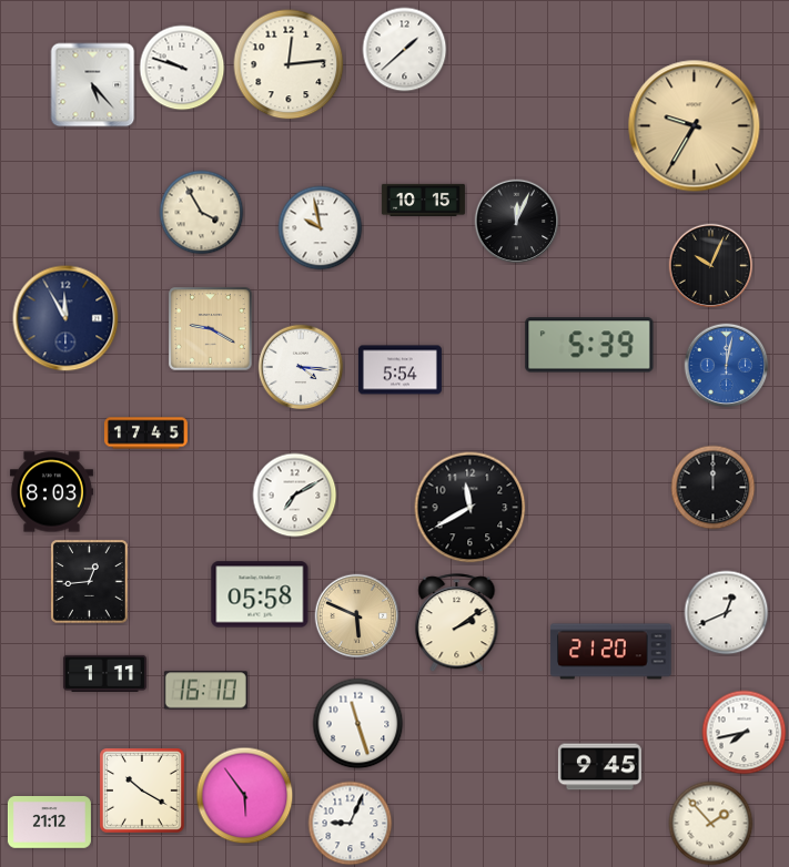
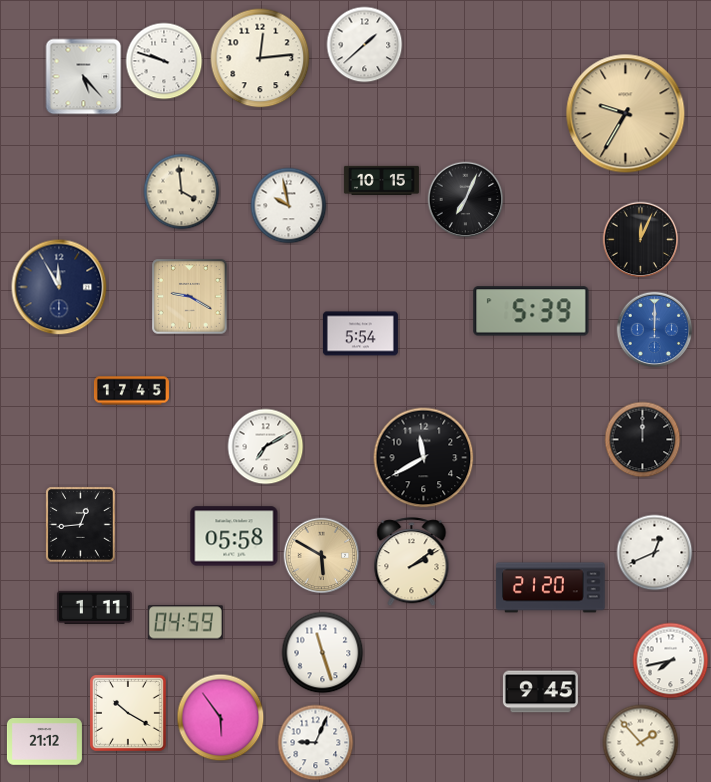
clock at (202, 213): 3:55 -> 3:59
clock at (517, 222): 12:04 -> 7:04
clock at (711, 266): 10:04 -> 12:04
clock at (727, 366): 12:02 -> 12:00
clock at (301, 367): 4:16 -> none
clock at (51, 492): 8:03 -> none
clock at (357, 616): 5:49 -> 5:50
clock at (205, 691): 16:10 -> 04:59
